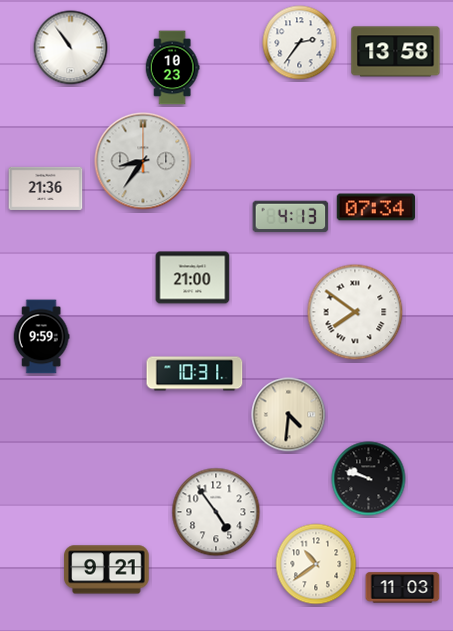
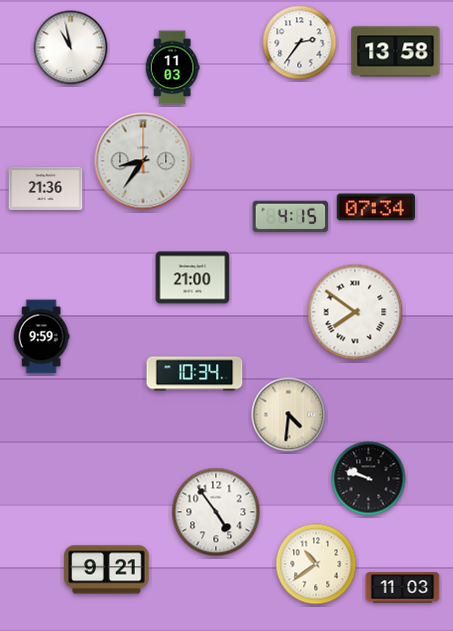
clock at (71, 48): 10:54 -> 10:58
clock at (172, 68): 10:23 -> 11:03
clock at (291, 217): 4:13 -> 4:15
clock at (195, 374): 10:31 -> 10:34
